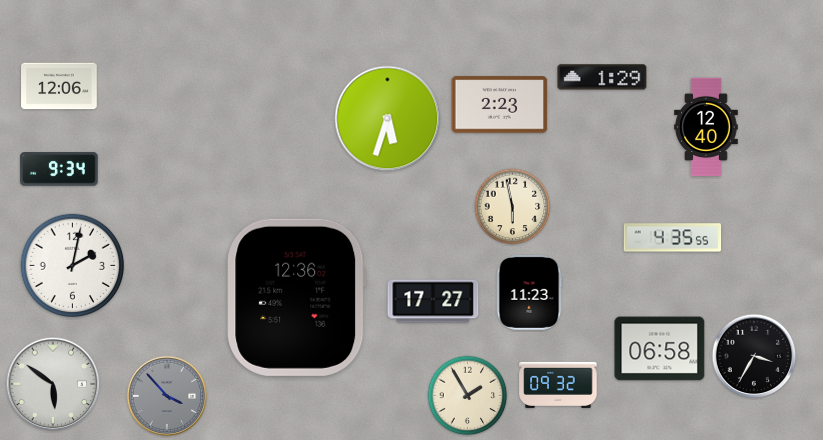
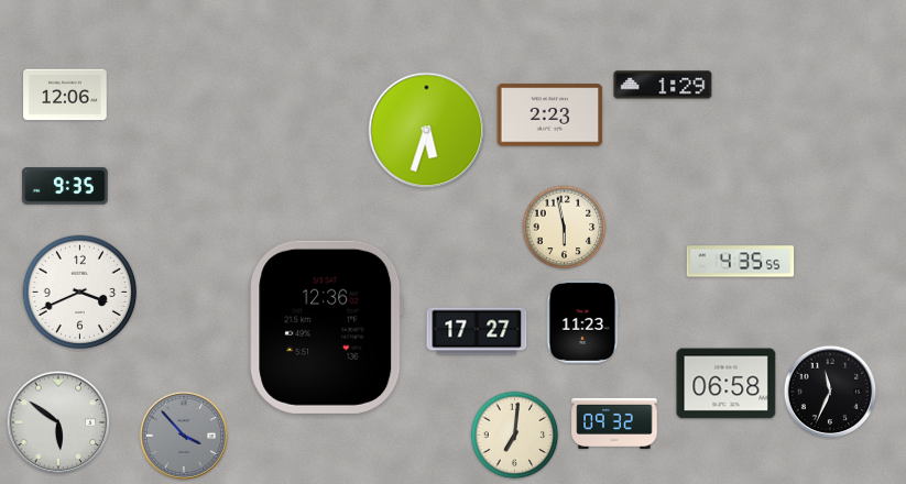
clock at (706, 127): 12:40 -> none
clock at (59, 169): 9:34 -> 9:35
clock at (73, 266): 2:02 -> 3:41
clock at (754, 356): 3:35 -> 11:34
clock at (468, 396): 1:55 -> 7:01
